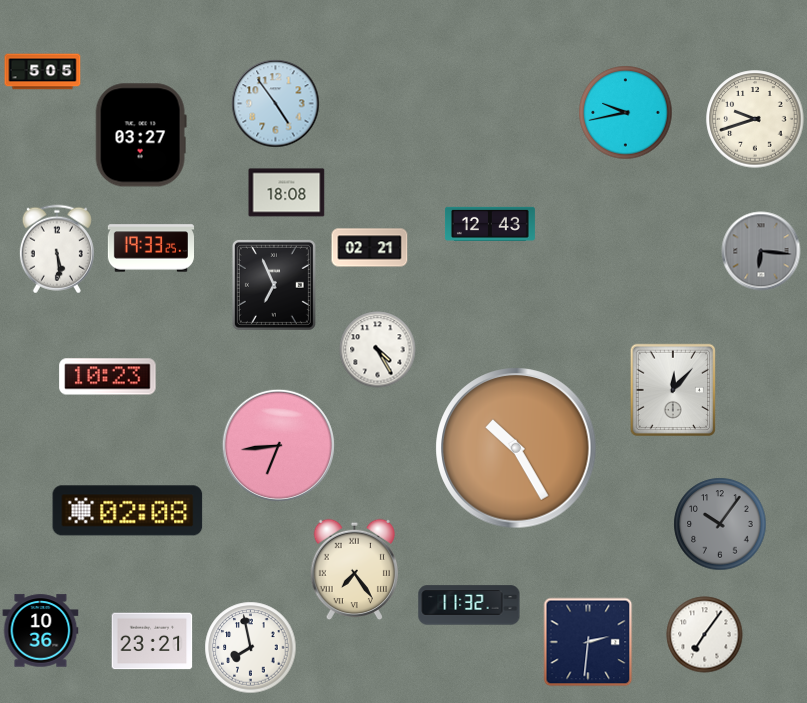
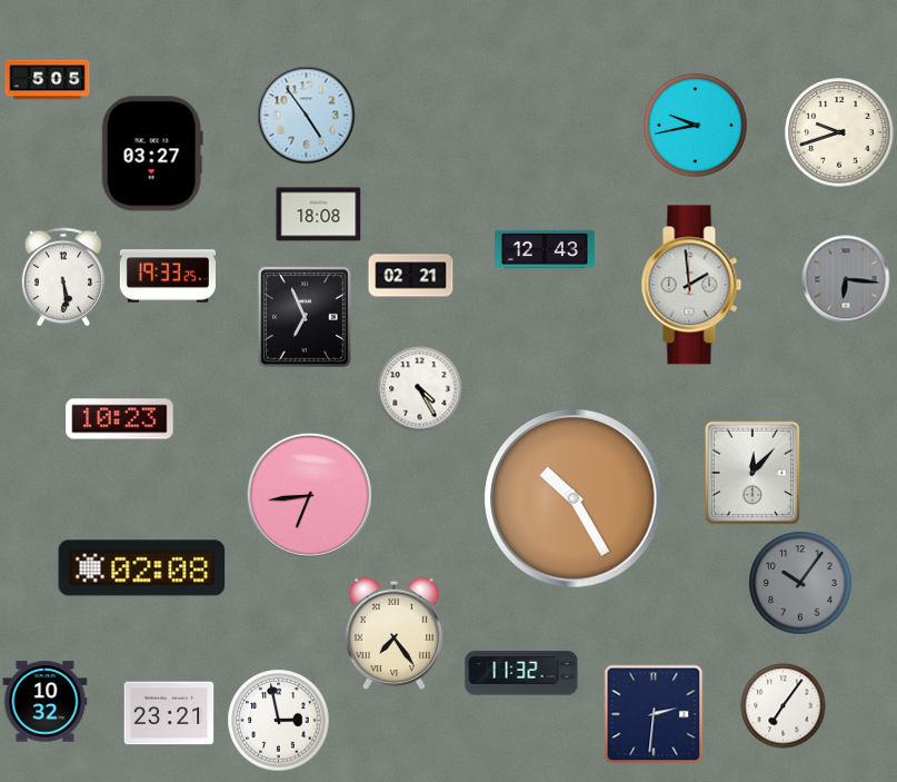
clock at (141, 135) position: (141, 135) -> (152, 154)
clock at (691, 285): none -> 1:59
clock at (673, 390) position: (673, 390) -> (753, 473)
clock at (41, 631): 10:36 -> 10:32
clock at (251, 648): 7:58 -> 2:58
